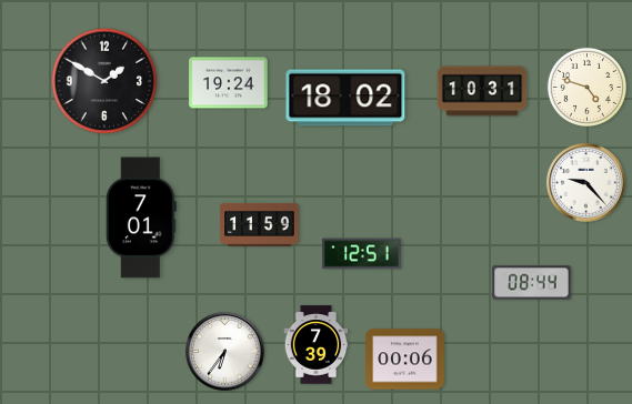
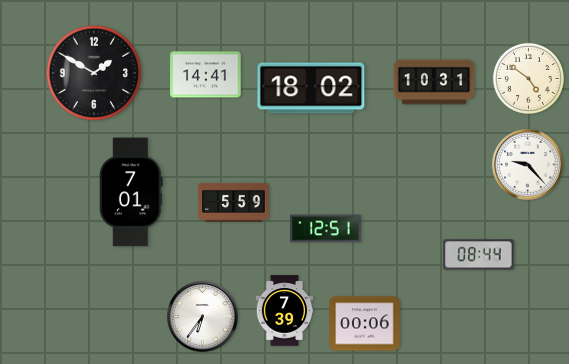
clock at (229, 83): 19:24 -> 14:41
clock at (586, 87): 4:48 -> 4:51
clock at (141, 218) position: (141, 218) -> (131, 192)
clock at (260, 224): 11:59 -> 5:59
